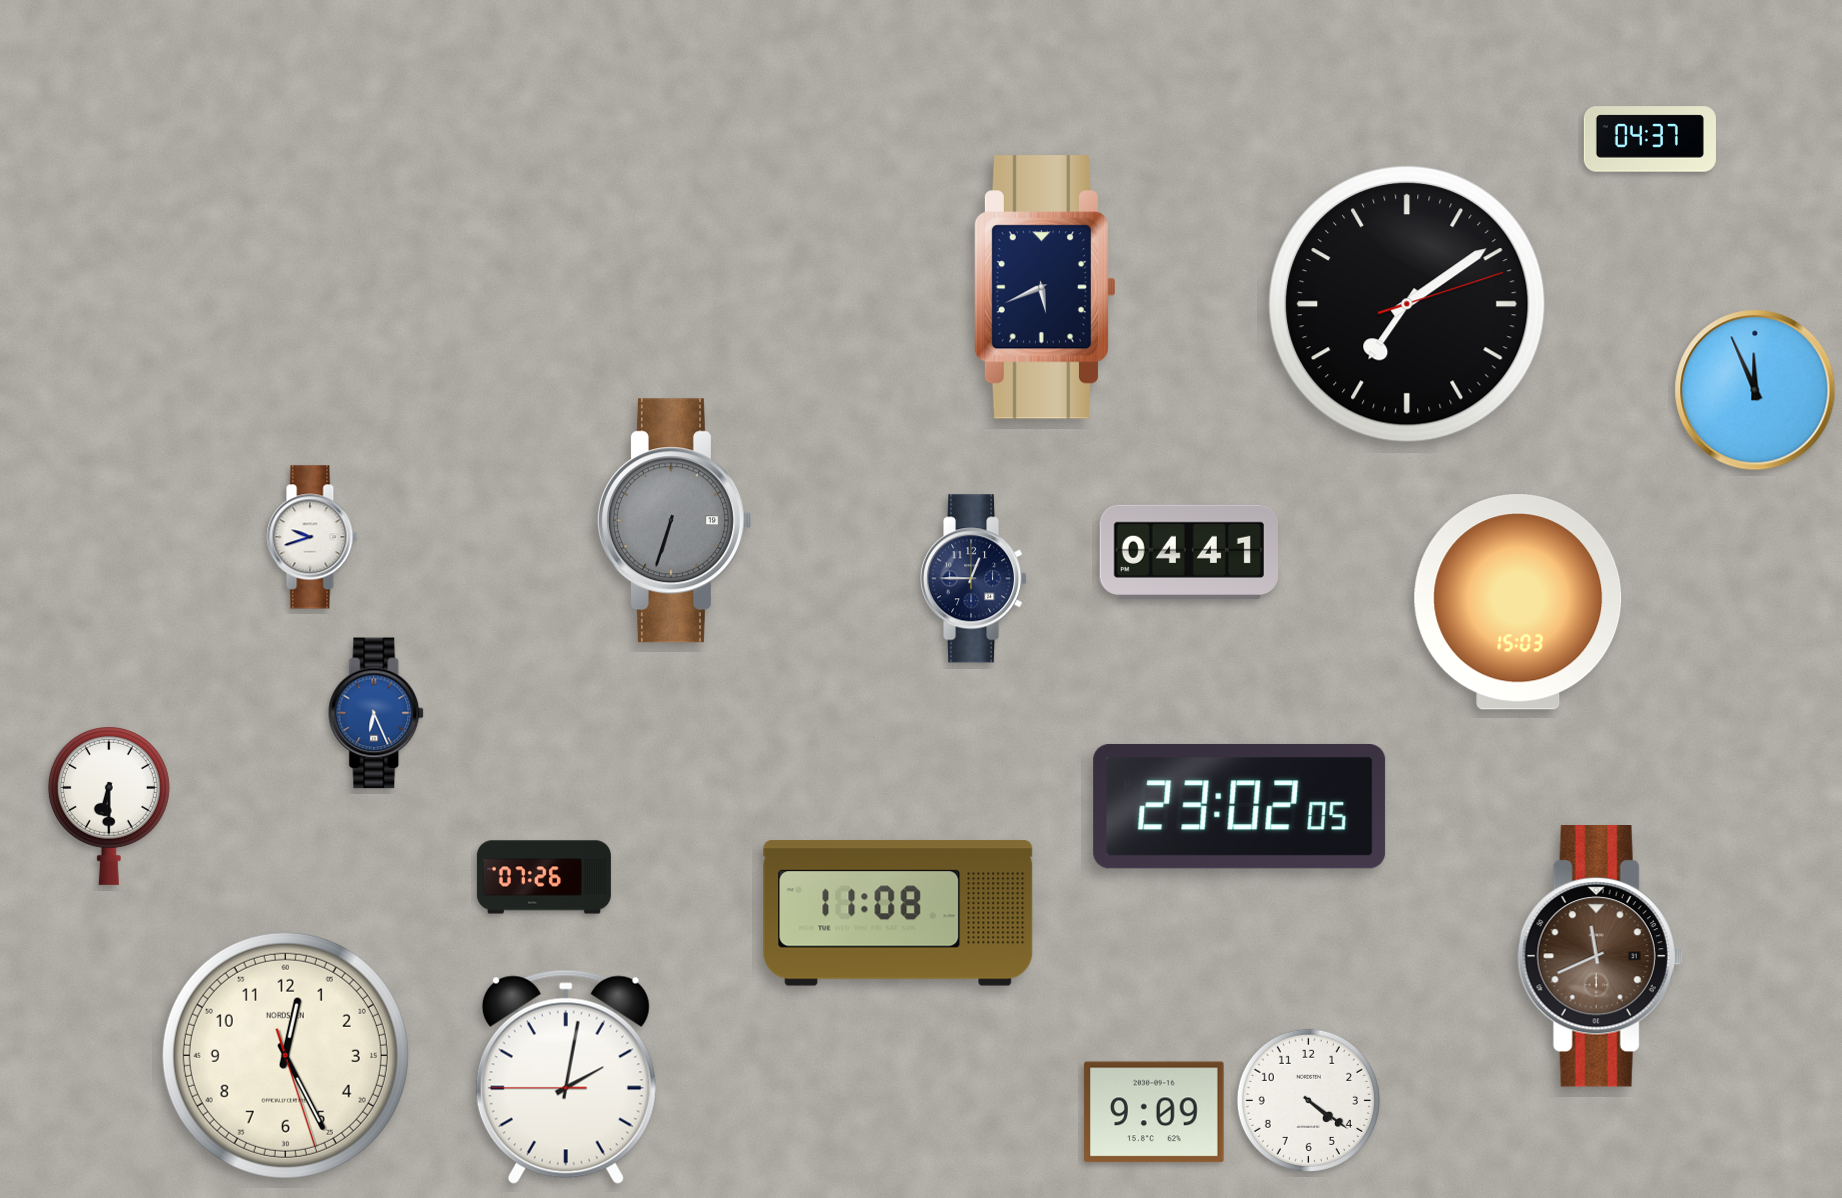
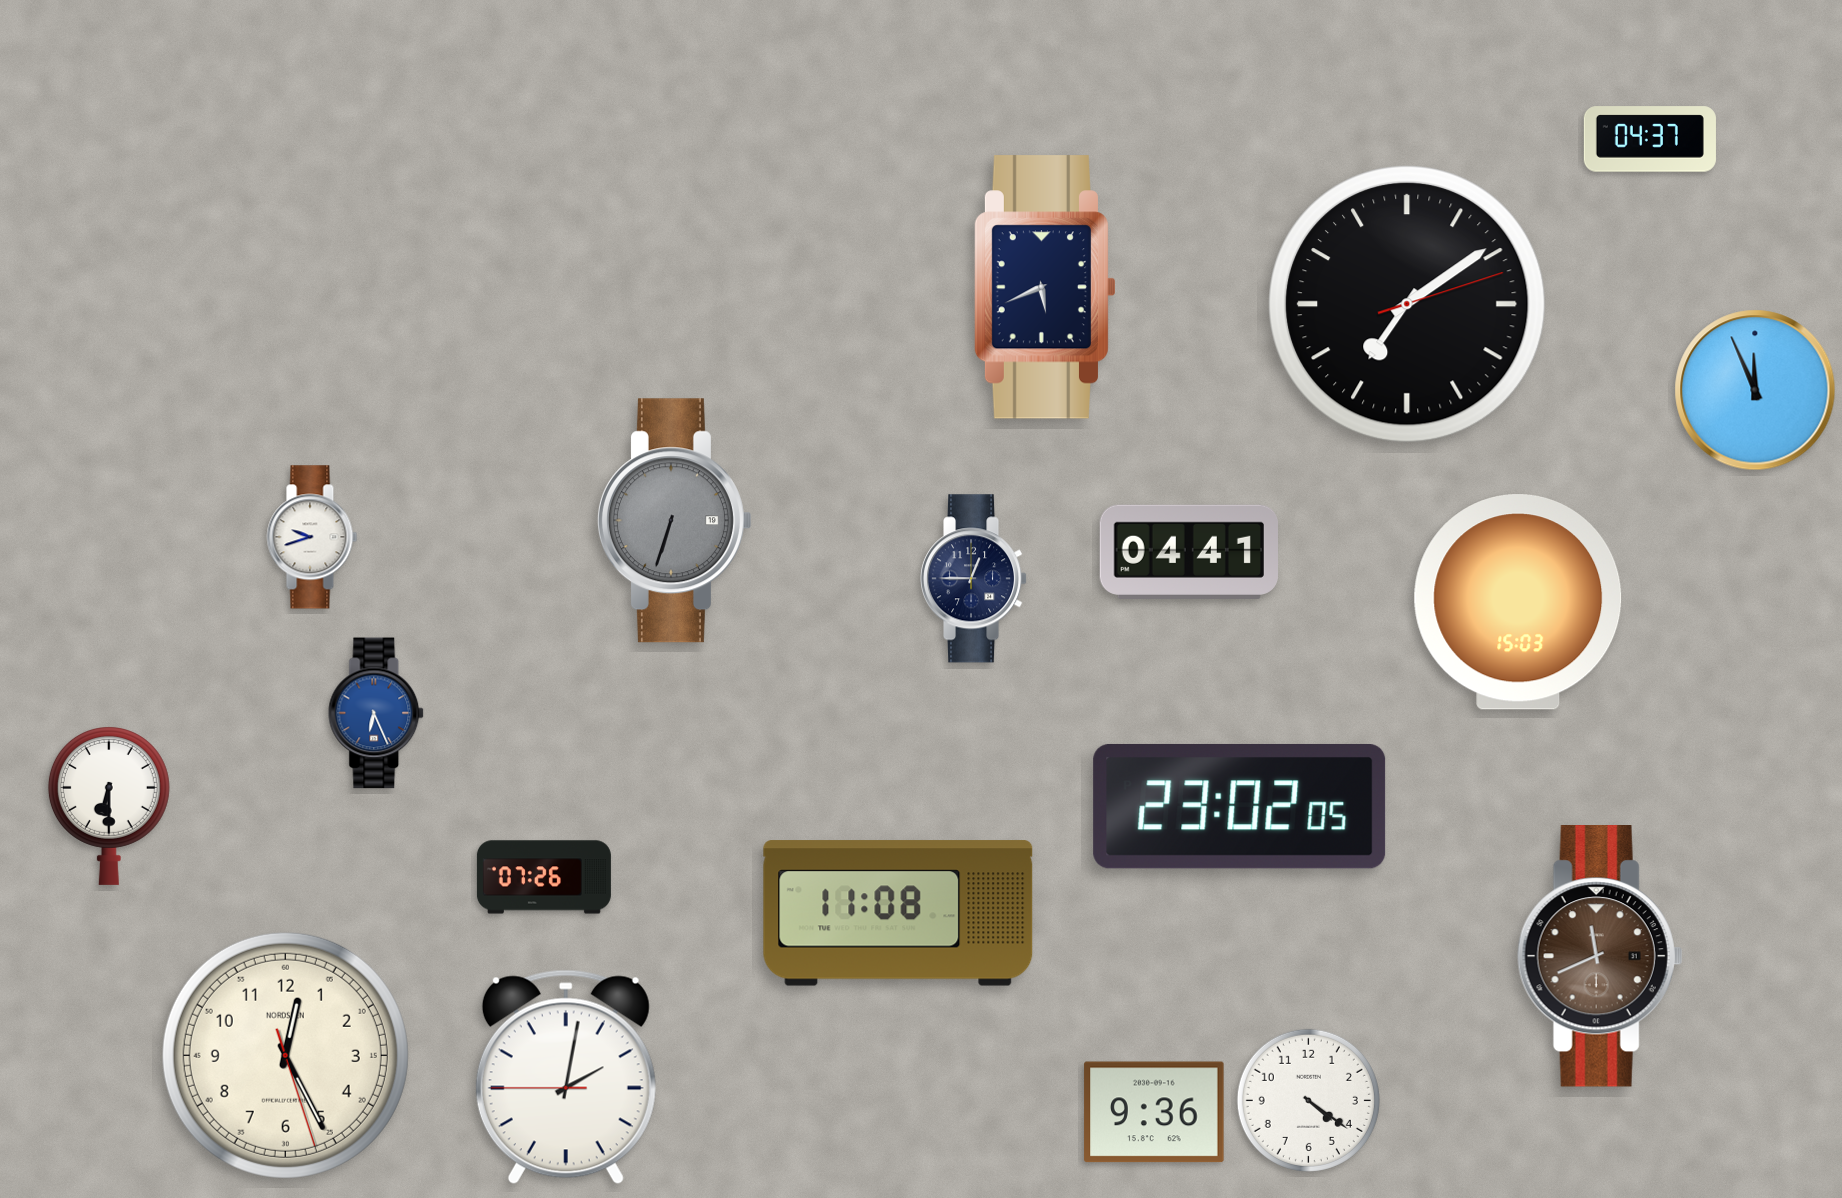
clock at (1154, 1112): 9:09 -> 9:36
